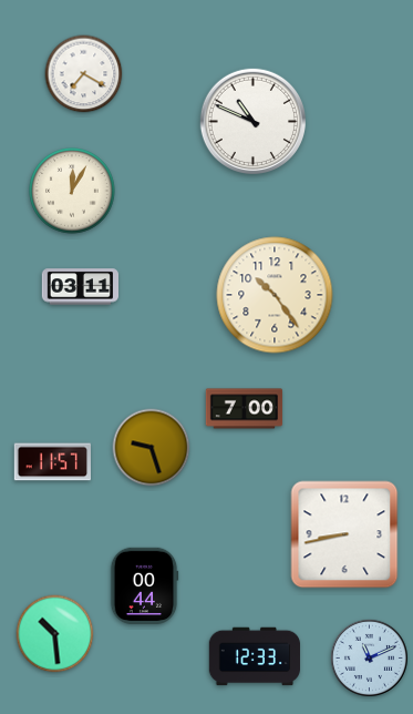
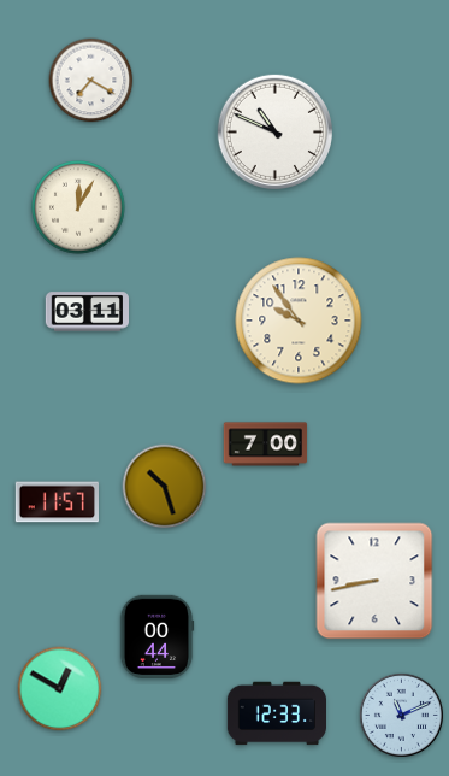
clock at (275, 295): 10:24 -> 9:54
clock at (152, 448): 9:27 -> 10:27
clock at (55, 634): 10:29 -> 12:50
